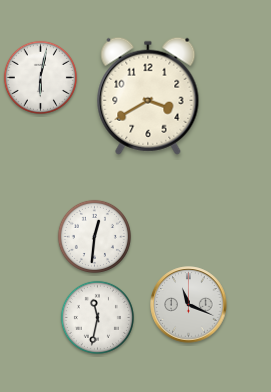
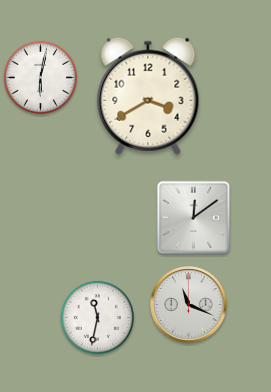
clock at (194, 218): none -> 12:09
clock at (94, 236): 12:31 -> none
